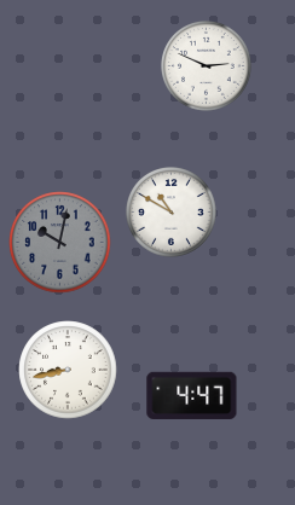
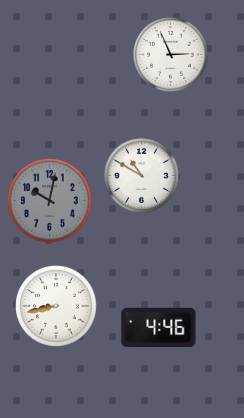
clock at (207, 66): 2:49 -> 2:56
clock at (192, 395): 4:47 -> 4:46
